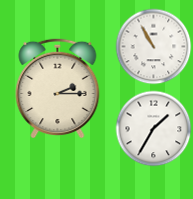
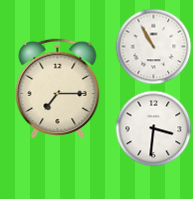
clock at (58, 88): 2:15 -> 7:15
clock at (154, 129): 1:35 -> 3:31
